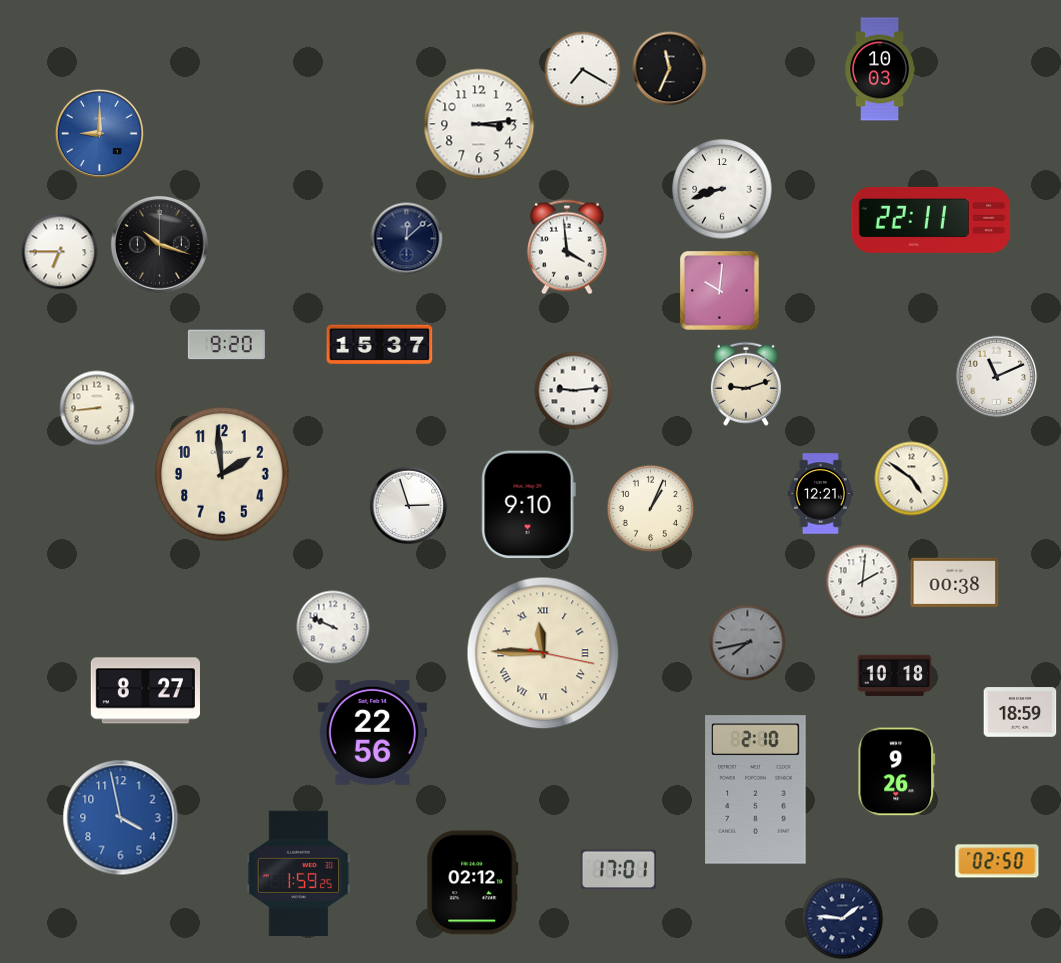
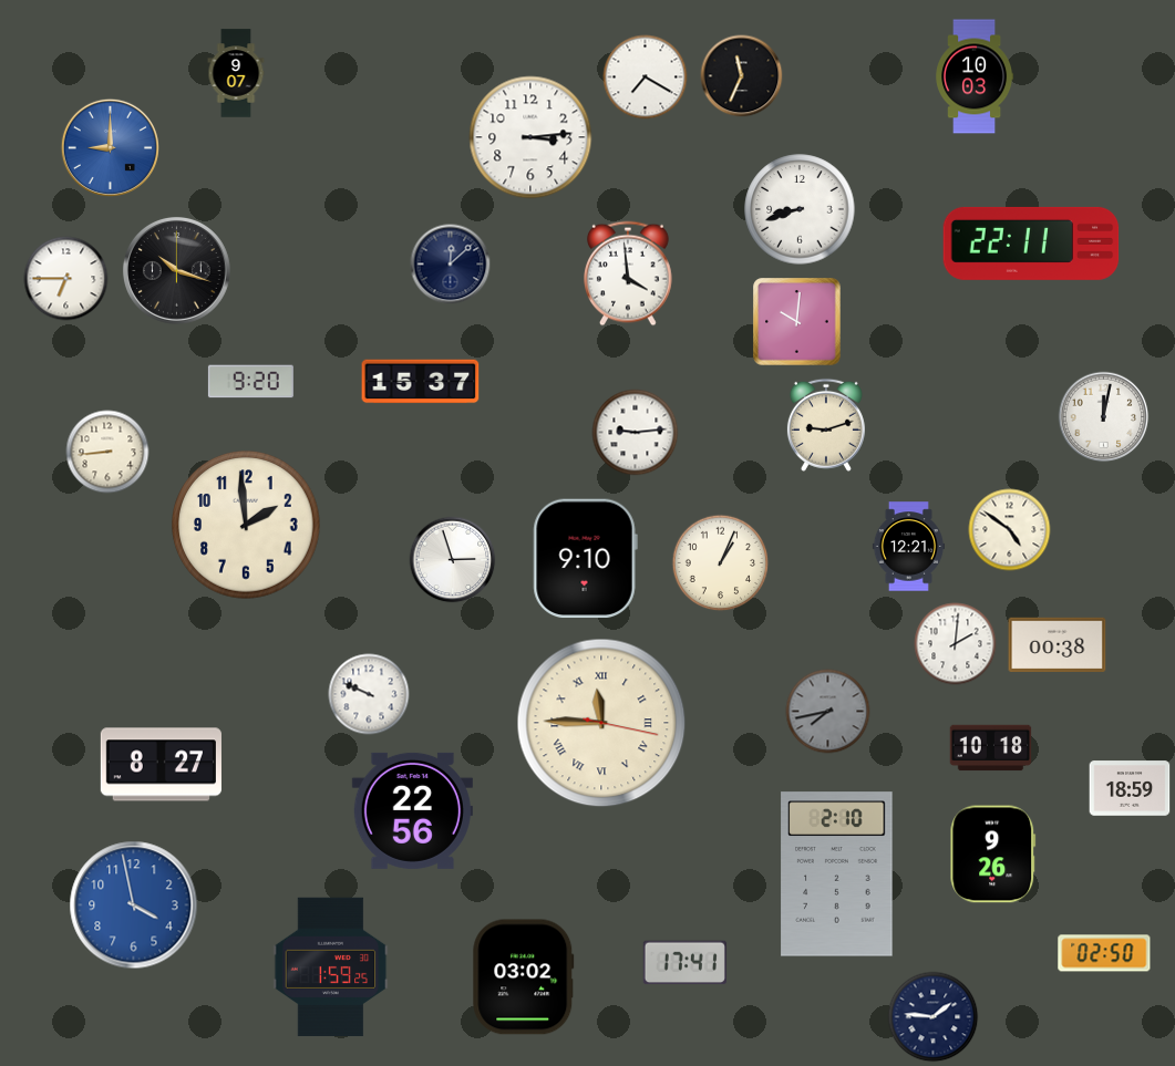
clock at (236, 73): none -> 9:07
clock at (997, 377): 11:11 -> 12:02
clock at (618, 870): 17:01 -> 17:41
clock at (473, 883): 02:12 -> 03:02
